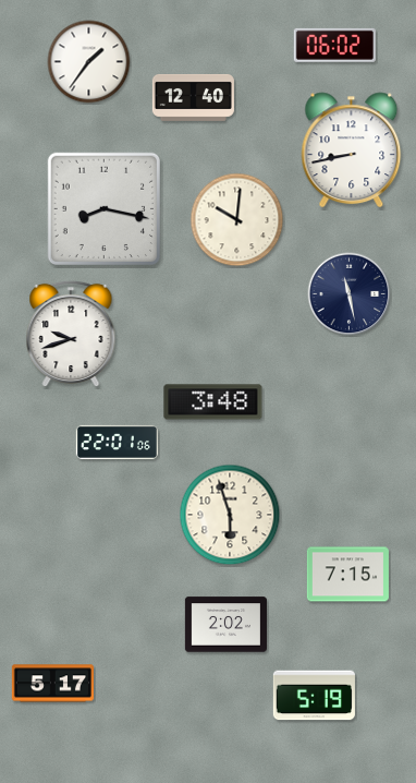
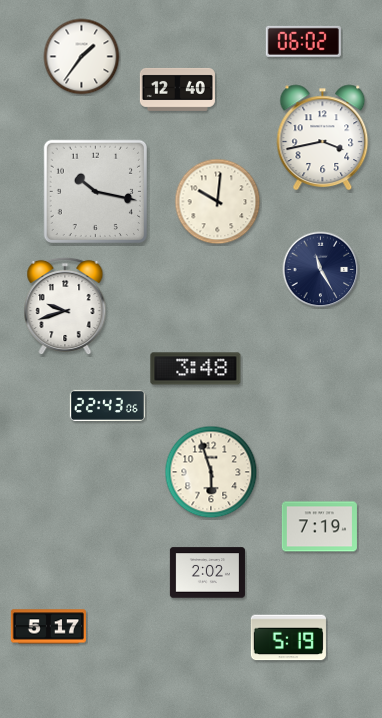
clock at (334, 45) position: (334, 45) -> (303, 41)
clock at (352, 150): 8:43 -> 3:43
clock at (103, 208): 8:17 -> 10:17
clock at (350, 294): 11:28 -> 11:25
clock at (117, 442): 22:01 -> 22:43
clock at (347, 575): 7:15 -> 7:19
